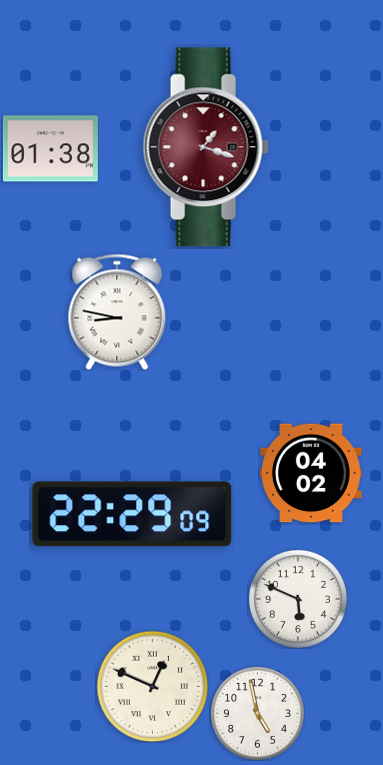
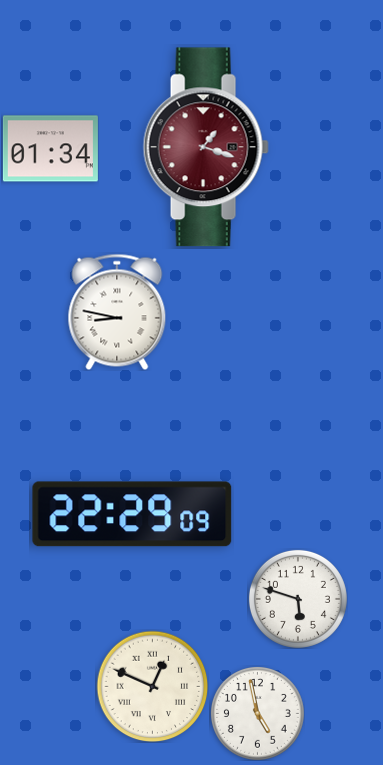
clock at (50, 149): 01:38 -> 01:34
clock at (312, 473): 04:02 -> none
clock at (298, 599): 5:49 -> 5:48
